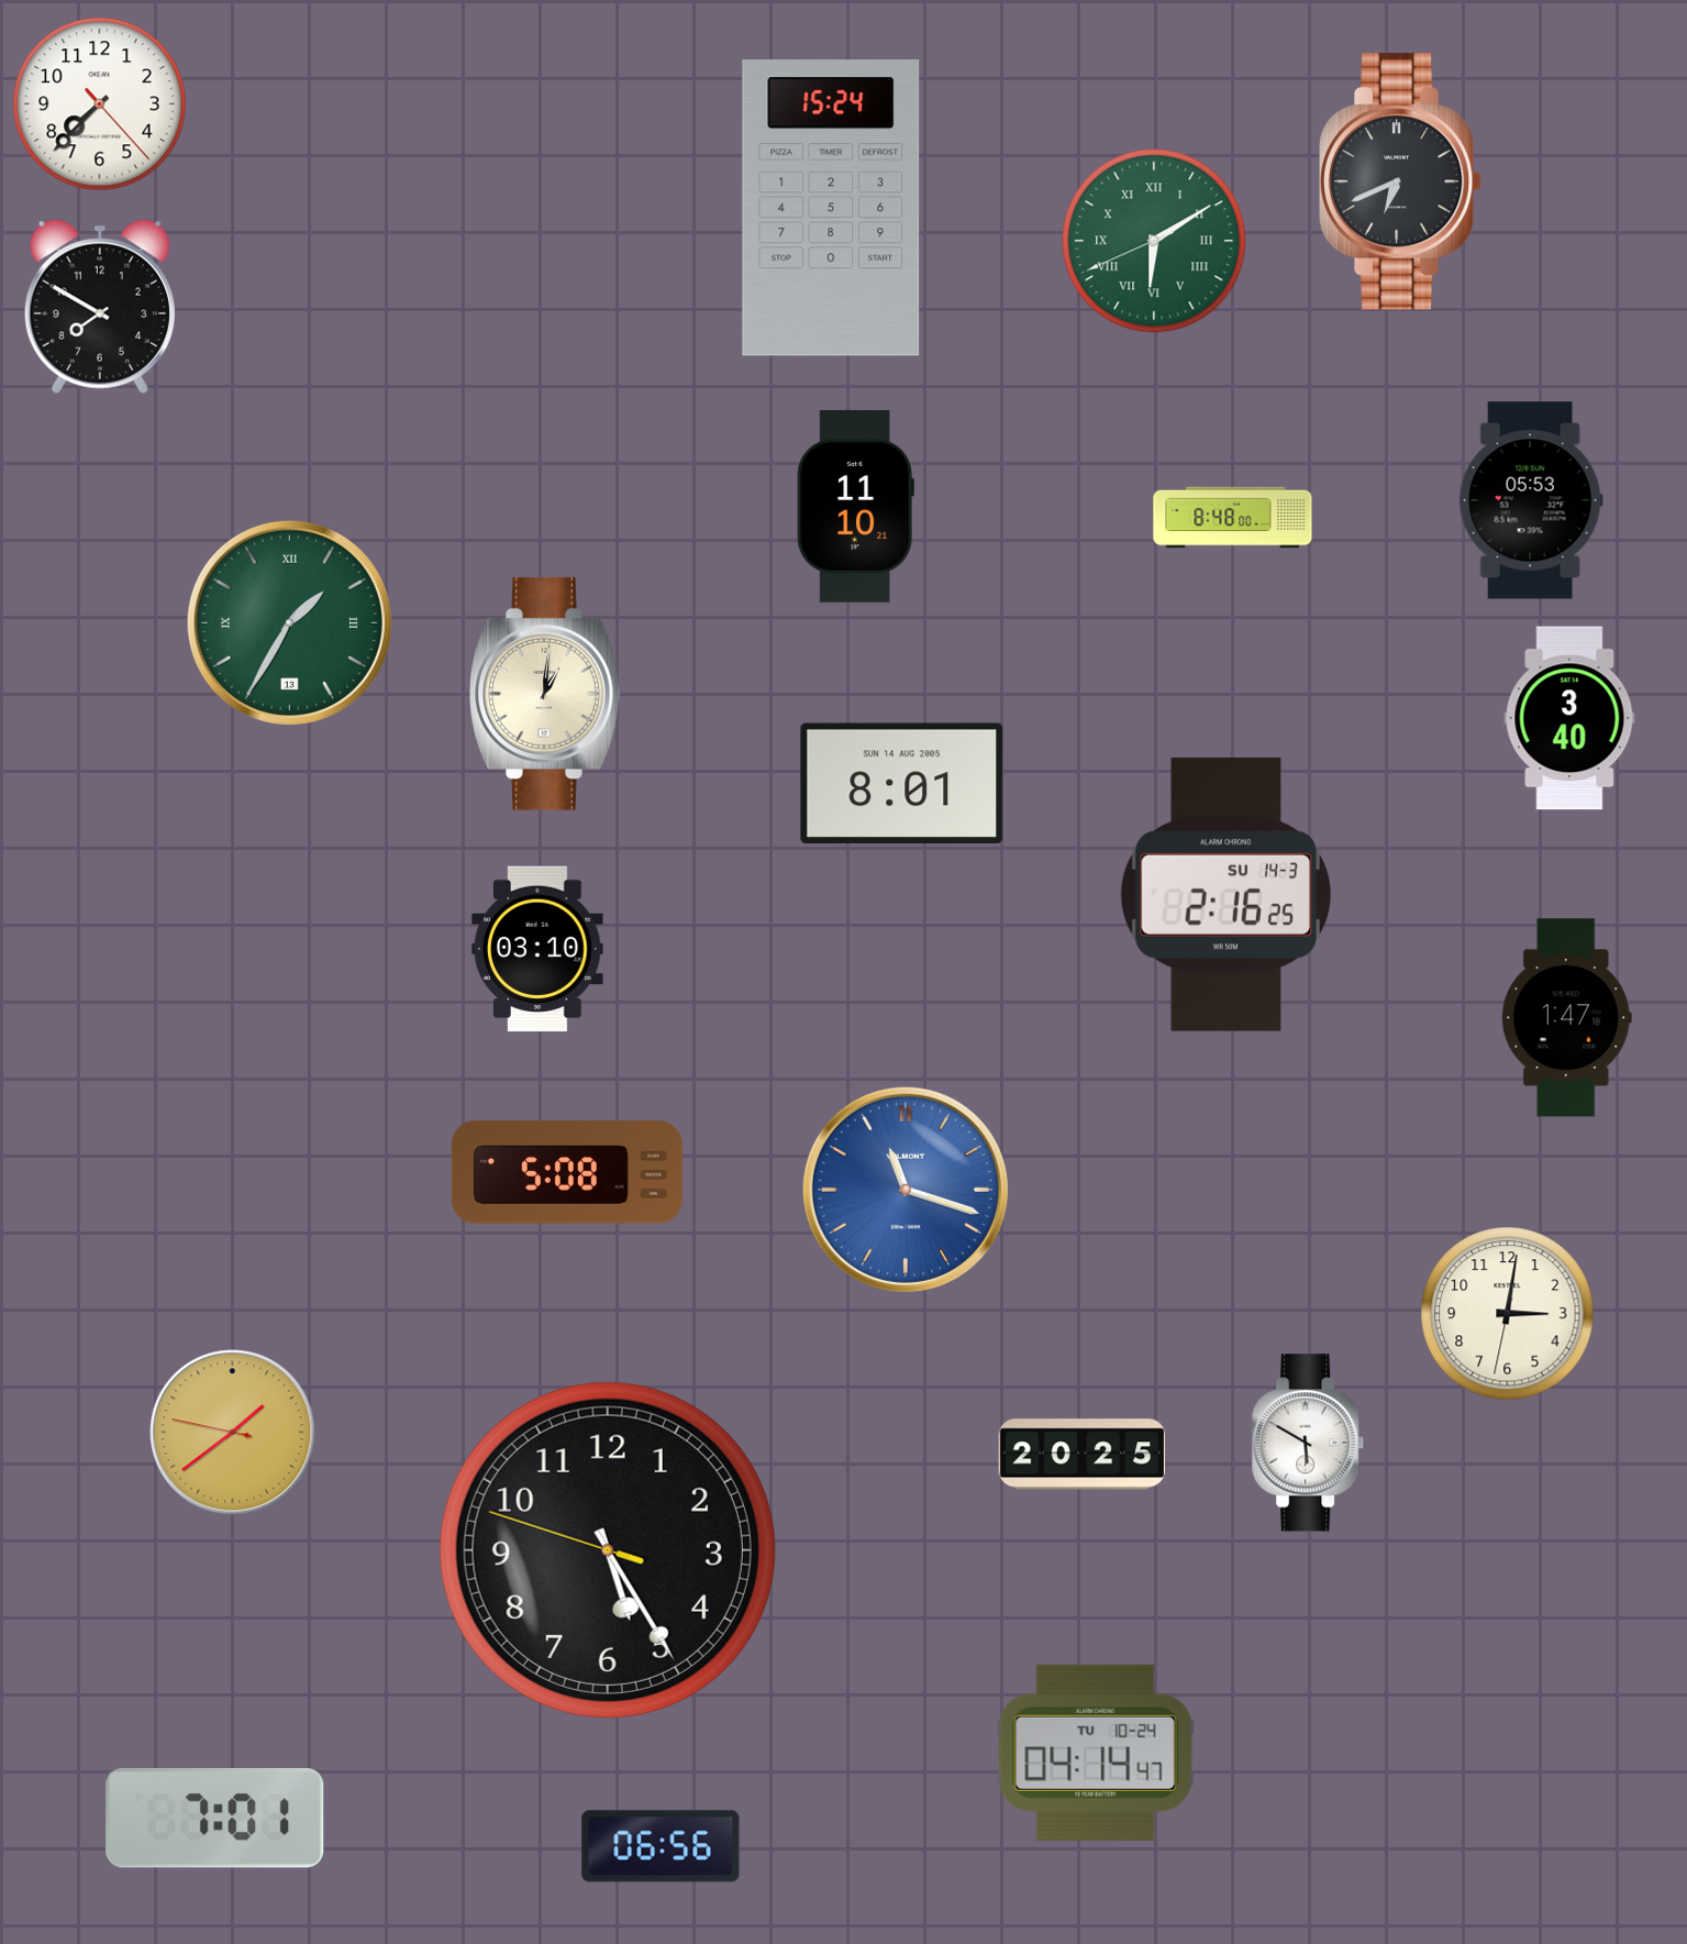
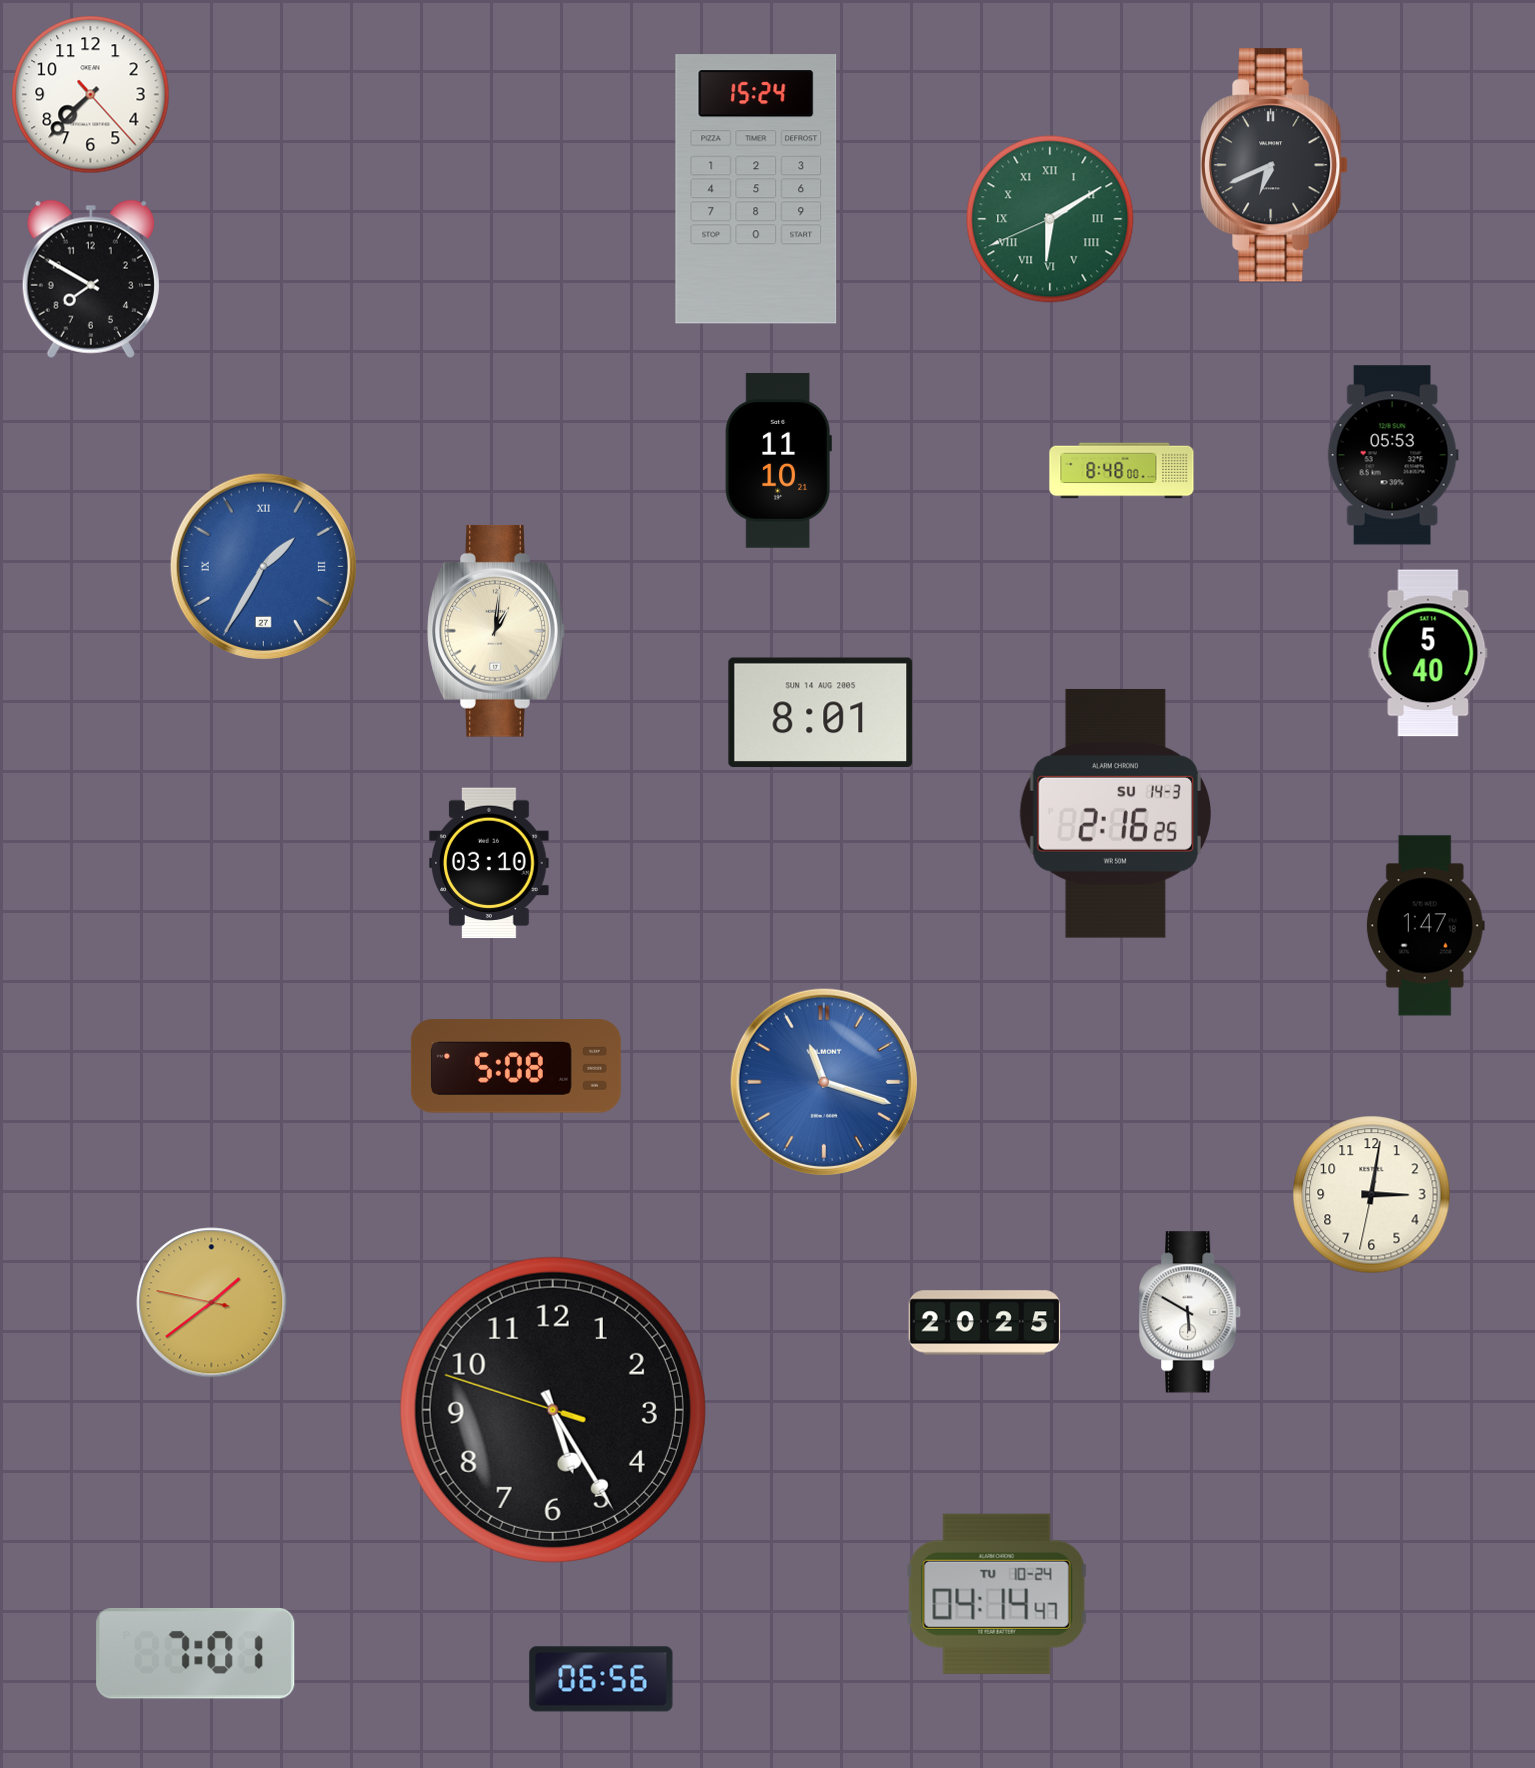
clock at (289, 622) date: 13 -> 27
clock at (289, 622) dial: green -> blue
clock at (1569, 718): 3:40 -> 5:40
